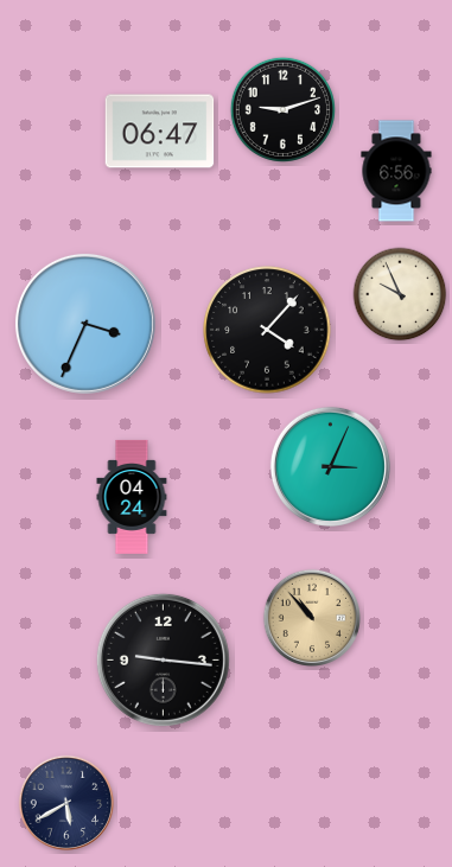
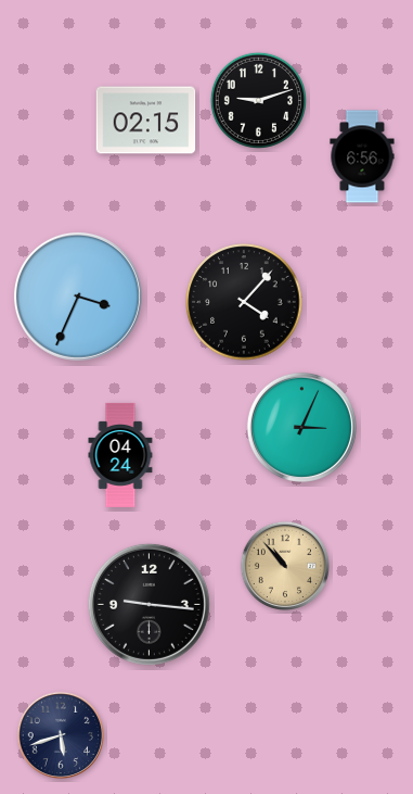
clock at (160, 132): 06:47 -> 02:15
clock at (400, 294): 9:56 -> none
clock at (66, 803): 5:40 -> 5:42
